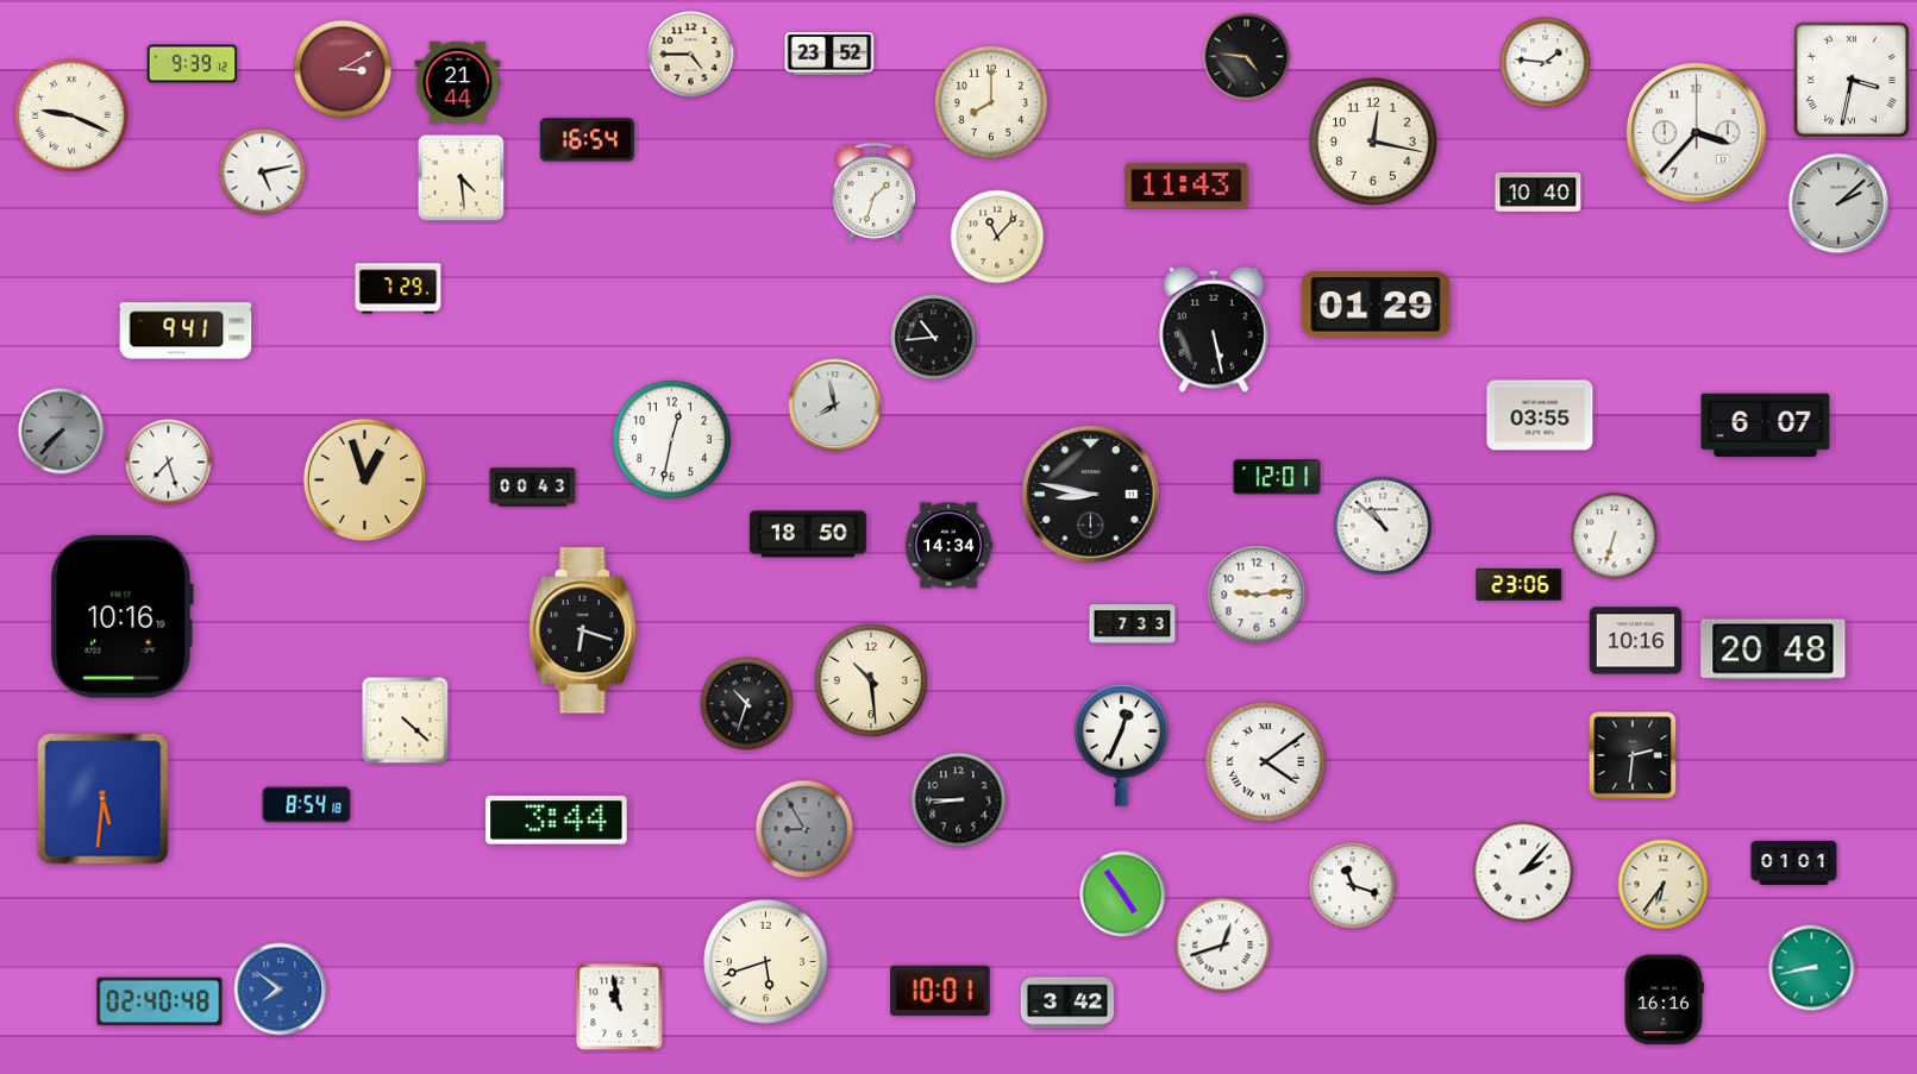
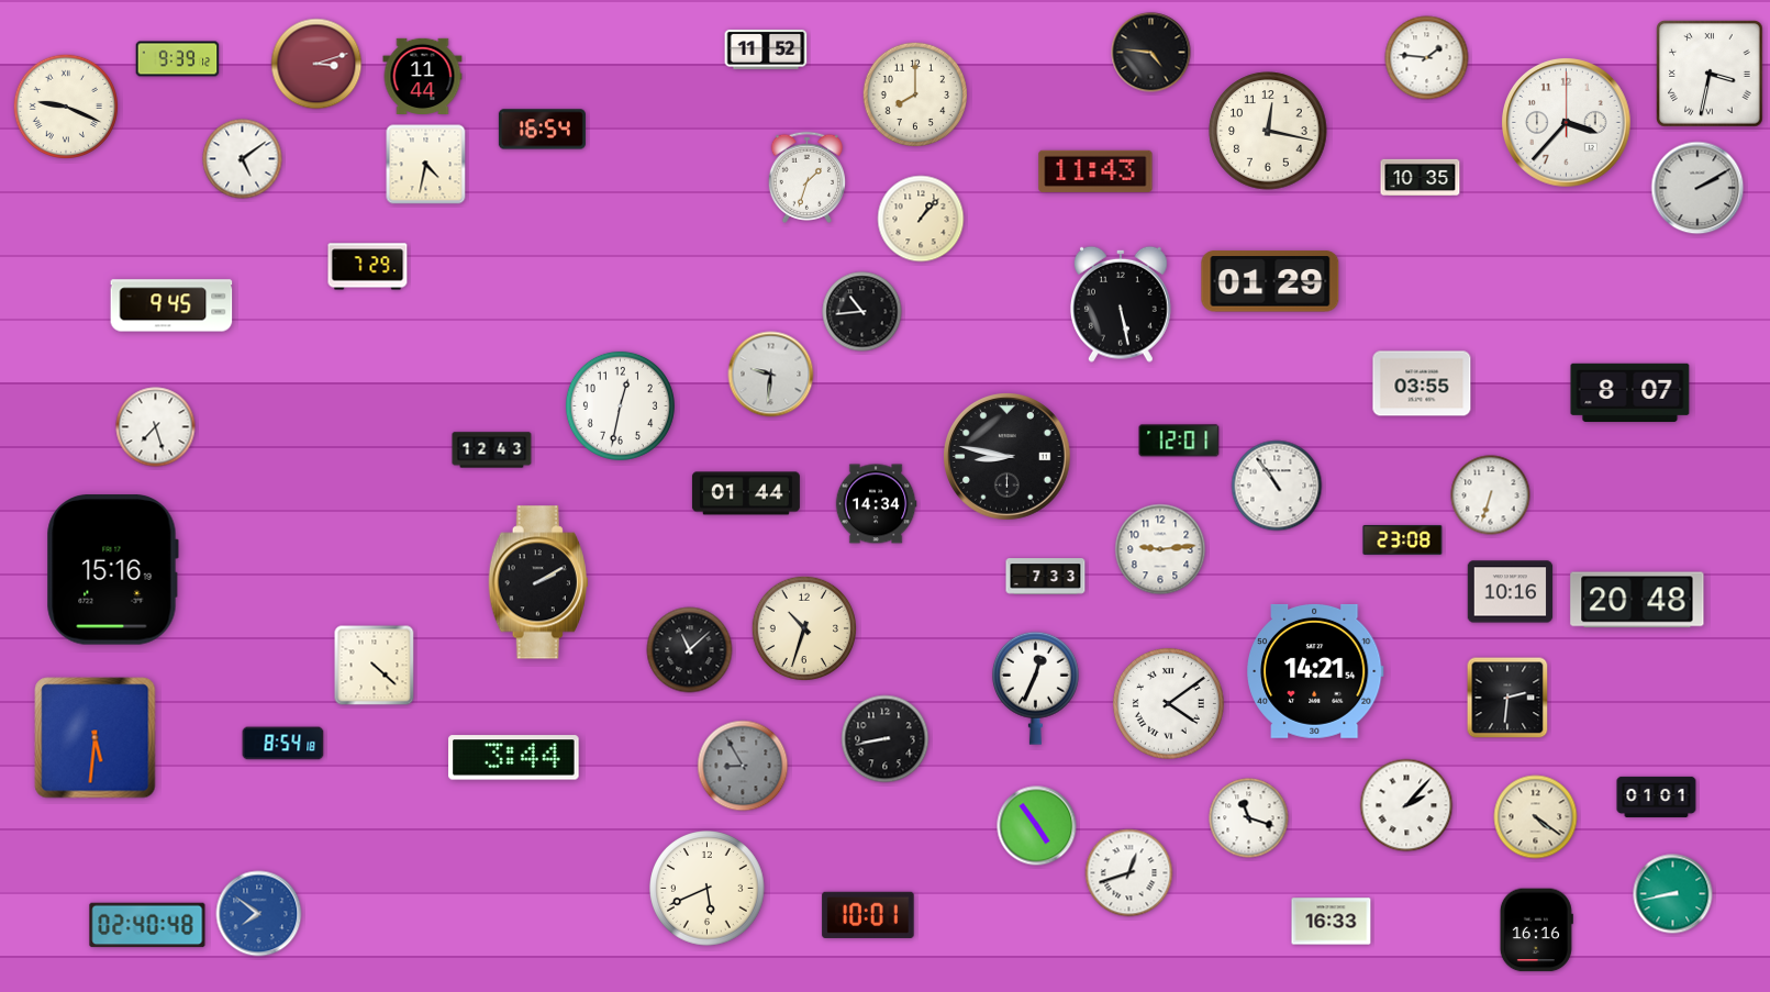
clock at (829, 54): 23:52 -> 11:52
clock at (691, 55): 4:45 -> none
clock at (343, 69): 3:10 -> 3:12
clock at (458, 82): 21:44 -> 11:44
clock at (263, 172): 5:13 -> 5:09
clock at (462, 178): 4:29 -> 4:32
clock at (1539, 193): 10:40 -> 10:35
clock at (1838, 203): 2:08 -> 2:10
clock at (997, 237): 11:07 -> 1:07
clock at (186, 331): 9:41 -> 9:45
clock at (835, 406): 7:58 -> 9:31
clock at (1766, 426): 6:07 -> 8:07
clock at (62, 432): 7:37 -> none
clock at (364, 479): 12:57 -> none
clock at (533, 488): 00:43 -> 12:43
clock at (1383, 526): 10:52 -> 10:54
clock at (808, 534): 18:50 -> 01:44
clock at (1520, 584): 23:06 -> 23:08
clock at (121, 617): 10:16 -> 15:16
clock at (583, 630): 6:18 -> 2:10
clock at (870, 679): 10:29 -> 10:33
clock at (747, 704): 10:33 -> 11:08
clock at (1315, 671): none -> 14:21
clock at (959, 800): 8:45 -> 8:43
clock at (1664, 885): 6:36 -> 4:21
clock at (766, 962): 5:42 -> 5:41
clock at (1332, 922): none -> 16:33
clock at (1664, 1000) position: (1664, 1000) -> (1536, 930)
clock at (1066, 1003): 3:42 -> none
clock at (620, 1007): 10:58 -> none
